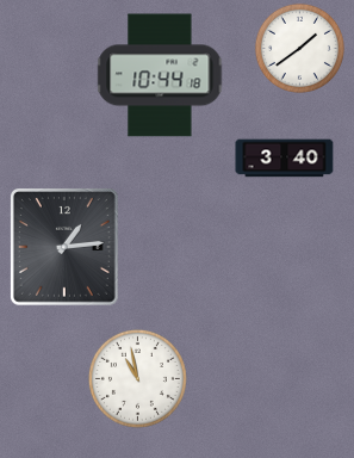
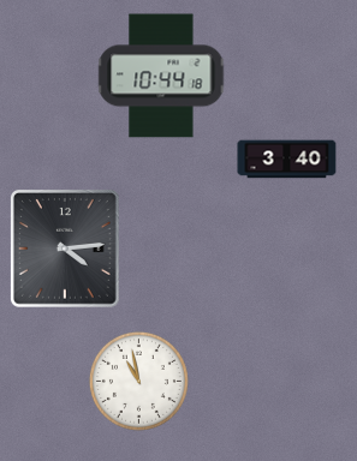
clock at (299, 48): 1:39 -> none
clock at (64, 247): 1:14 -> 4:14
